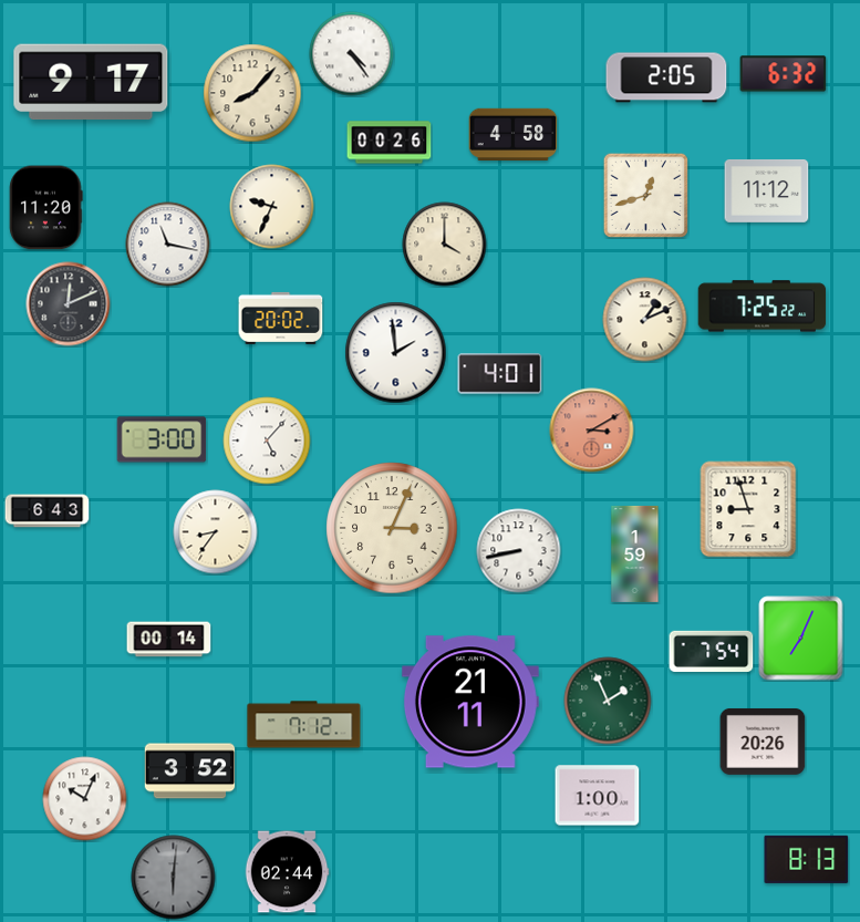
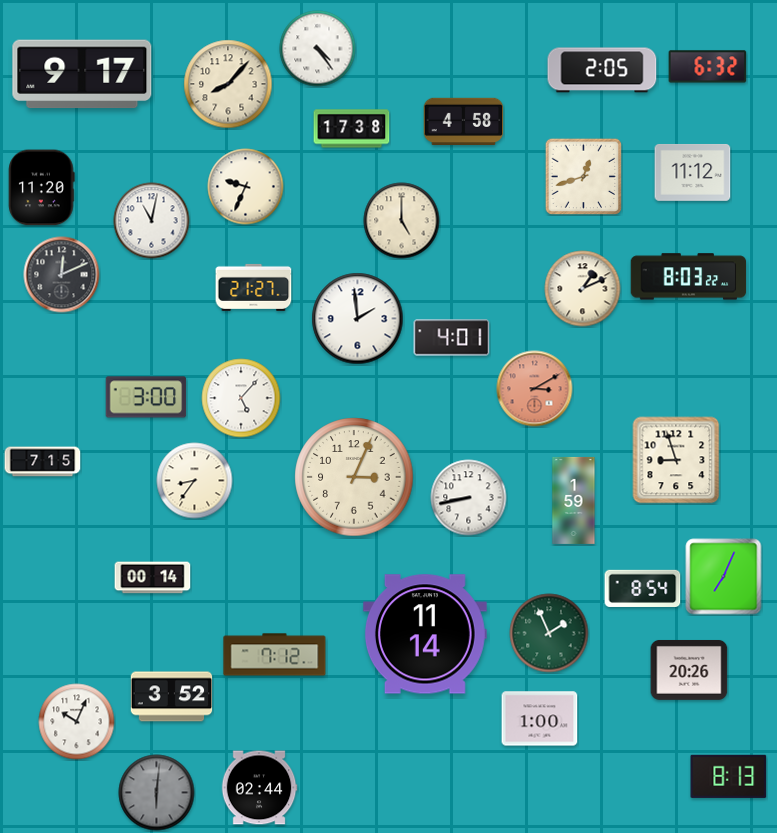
clock at (390, 143): 00:26 -> 17:38
clock at (168, 245): 11:17 -> 11:02
clock at (445, 245): 4:00 -> 5:00
clock at (763, 307): 7:25 -> 8:03
clock at (281, 318): 20:02 -> 21:27
clock at (48, 511): 6:43 -> 7:15
clock at (712, 651): 7:54 -> 8:54
clock at (470, 702): 21:11 -> 11:14
